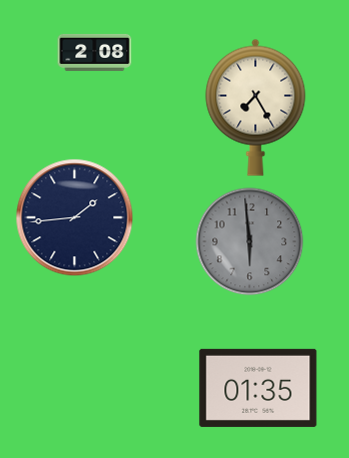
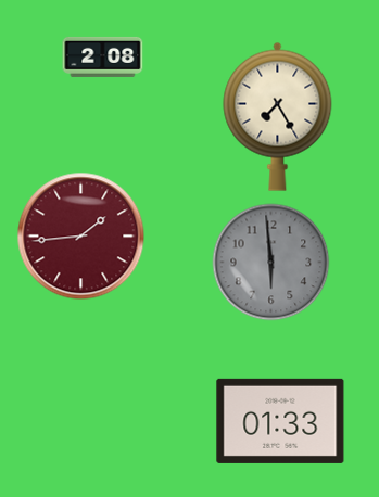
clock at (75, 218) dial: navy -> burgundy
clock at (258, 388): 01:35 -> 01:33
